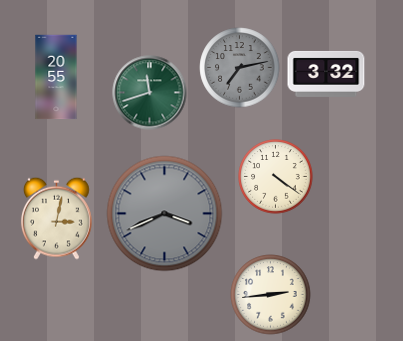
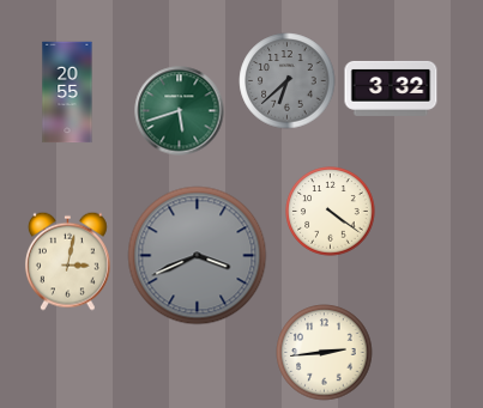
clock at (240, 68): 7:13 -> 6:38
clock at (150, 93): 11:42 -> 5:42
